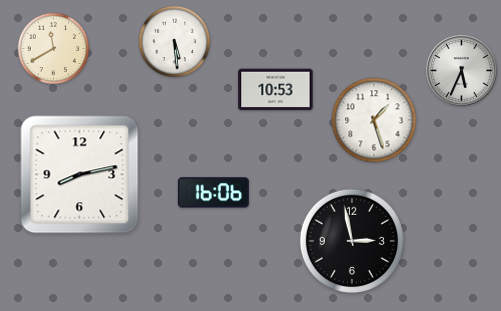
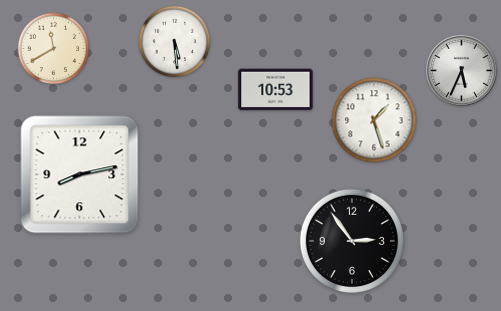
clock at (213, 193): 16:06 -> none
clock at (351, 240): 2:58 -> 2:54
